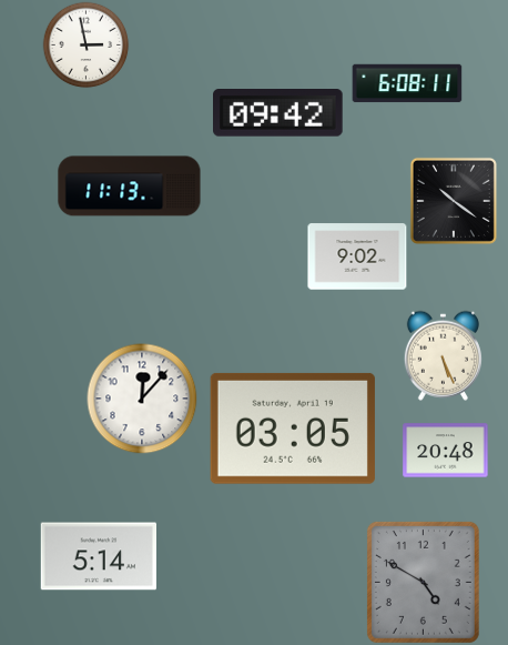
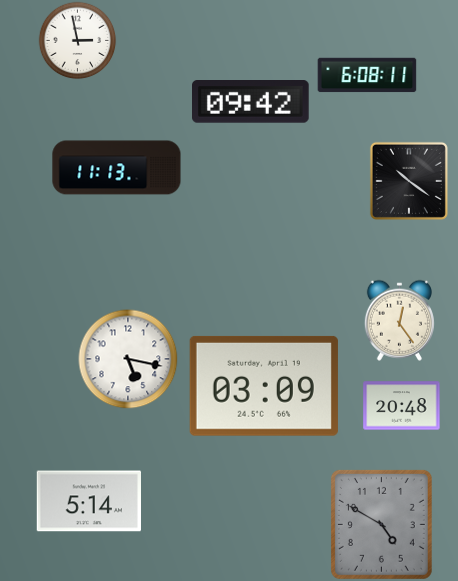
clock at (357, 256): 9:02 -> none
clock at (443, 355): 5:26 -> 12:24
clock at (142, 399): 12:07 -> 5:17
clock at (293, 429): 03:05 -> 03:09
